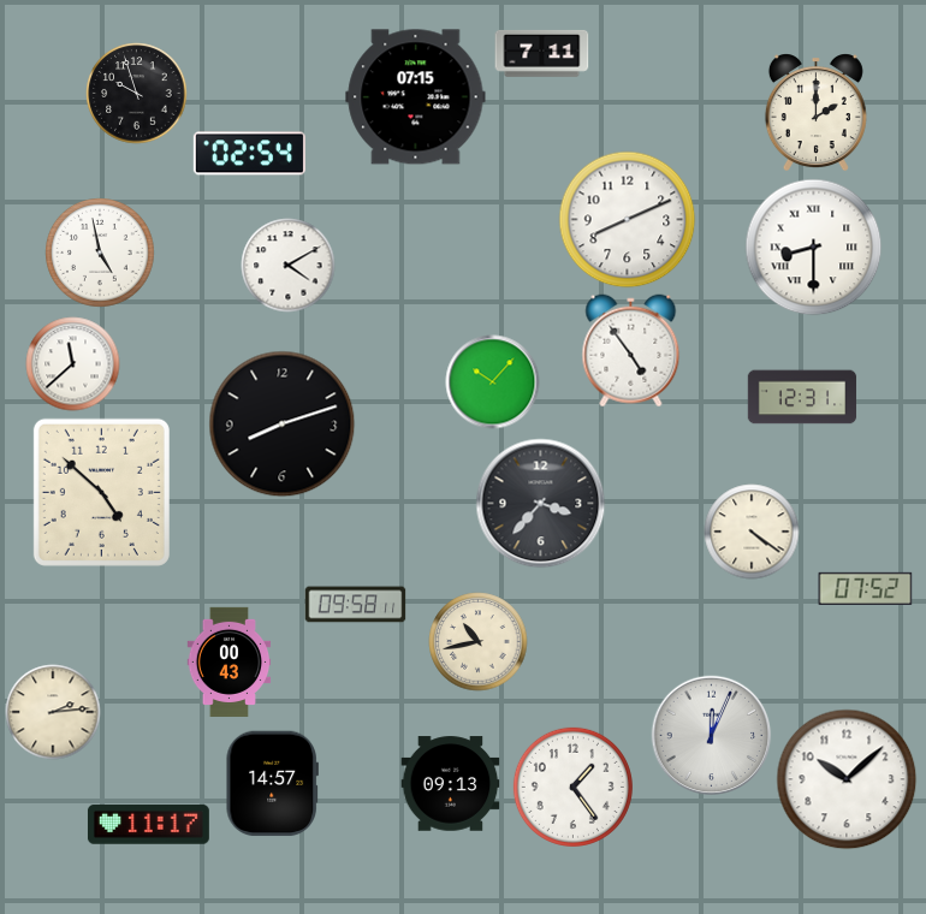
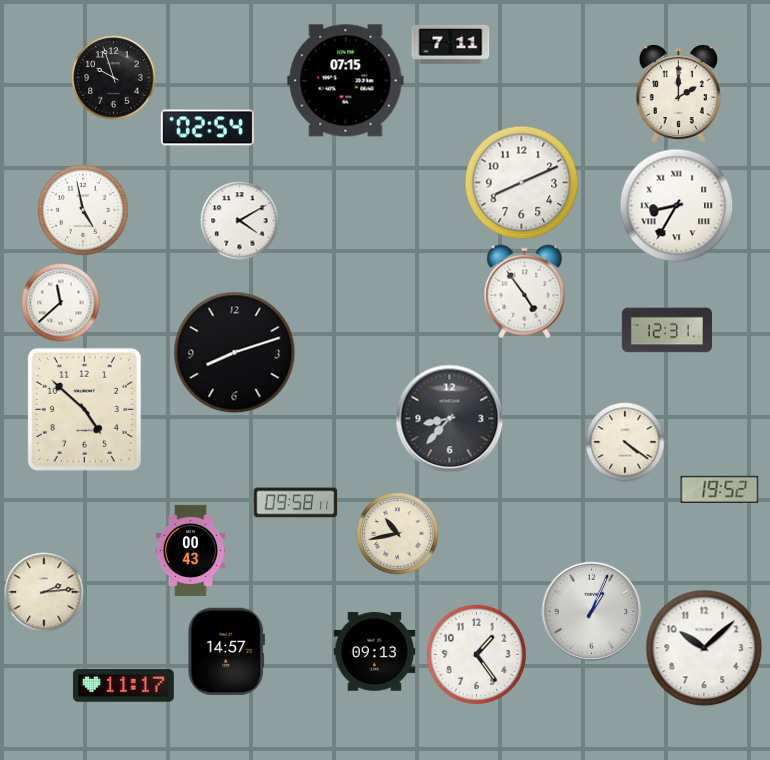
clock at (813, 247): 8:30 -> 8:35
clock at (492, 381): 10:07 -> none
clock at (540, 503): 3:37 -> 8:37
clock at (865, 588): 07:52 -> 19:52
clock at (711, 735): 12:04 -> 1:04
